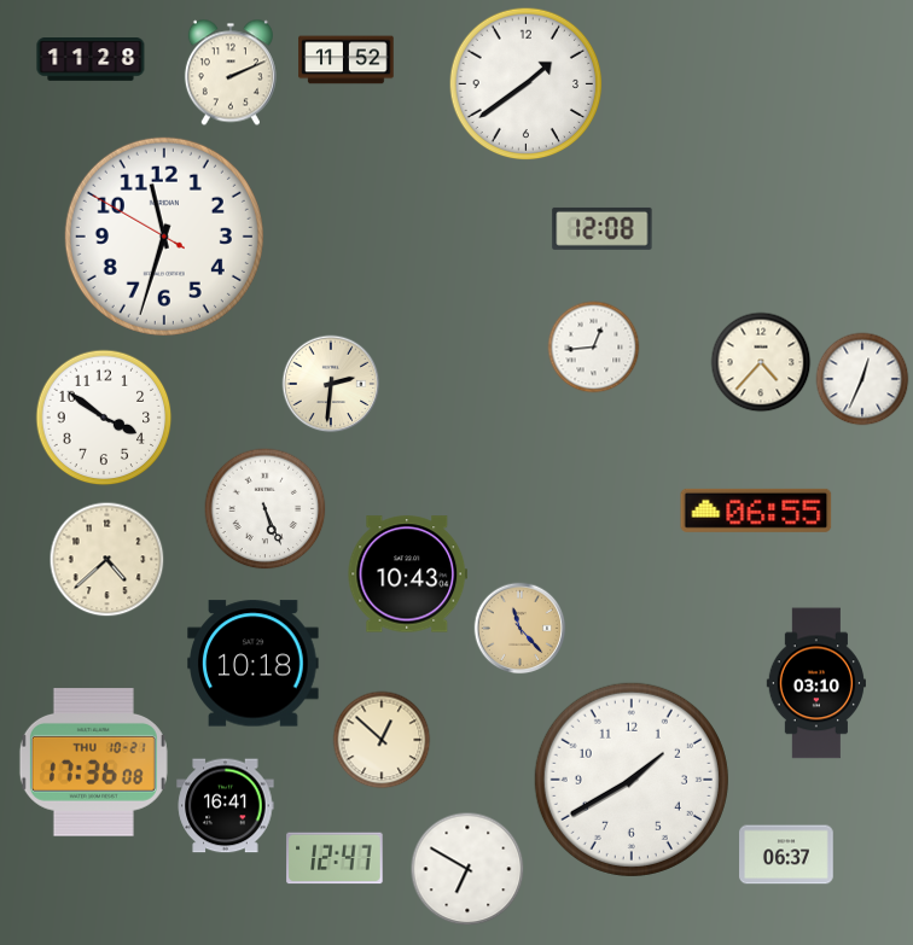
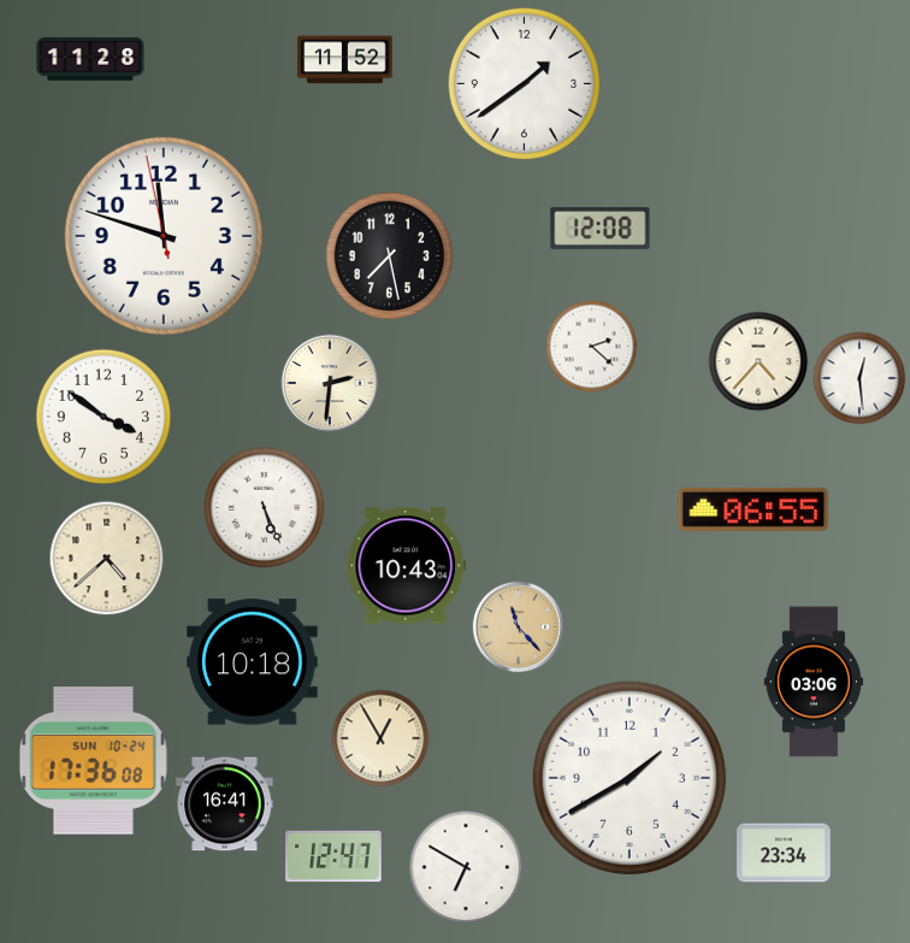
clock at (231, 72): 2:11 -> none
clock at (164, 237): 11:32 -> 11:47
clock at (390, 257): none -> 7:28
clock at (594, 348): 12:44 -> 2:22
clock at (862, 379): 12:34 -> 12:29
clock at (407, 574) position: (407, 574) -> (406, 566)
clock at (816, 683): 03:10 -> 03:06
clock at (382, 740): 12:52 -> 12:55
clock at (93, 763) date: THU 10-21 -> SUN 10-24
clock at (786, 854): 06:37 -> 23:34
